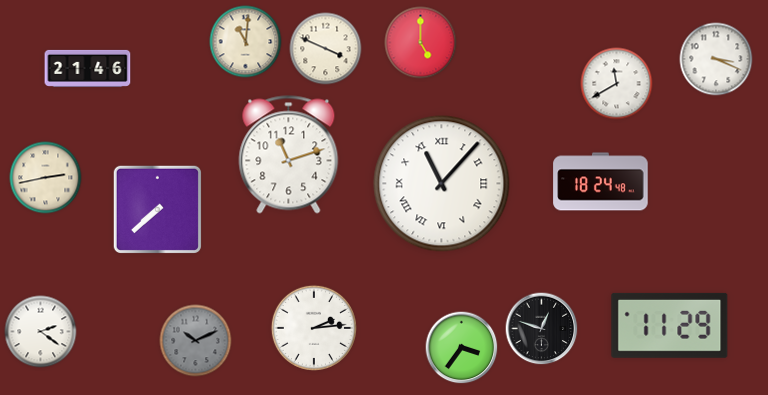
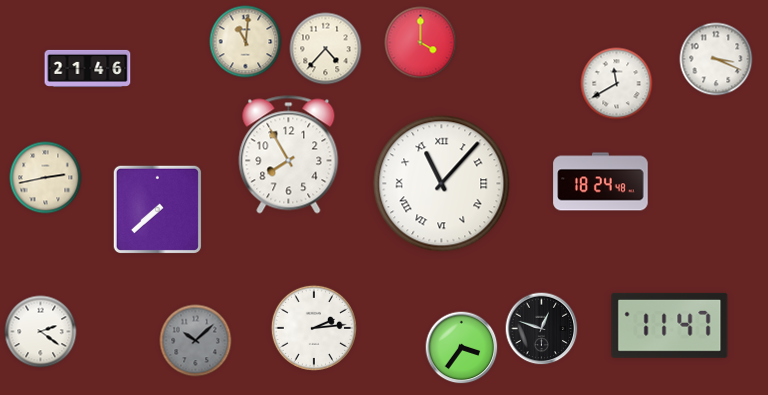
clock at (421, 43): 5:00 -> 4:00
clock at (326, 49): 3:49 -> 4:37
clock at (289, 155): 11:12 -> 7:55
clock at (670, 325): 11:29 -> 11:47
clock at (196, 341): 10:11 -> 10:08
